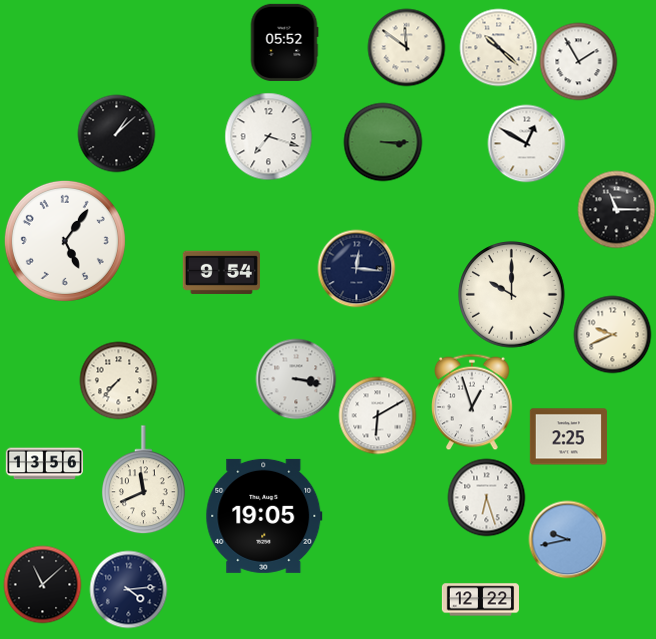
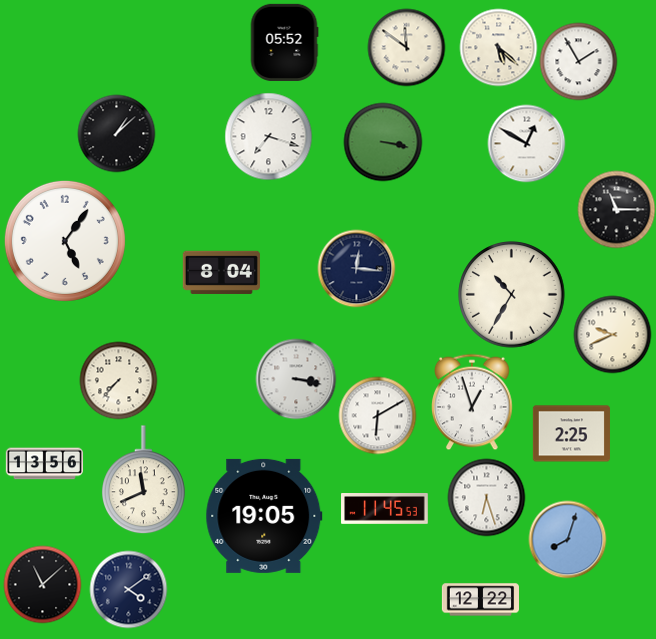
clock at (498, 47): 10:22 -> 5:22
clock at (383, 142): 3:15 -> 3:17
clock at (221, 272): 9:54 -> 8:04
clock at (512, 295): 10:00 -> 10:35
clock at (568, 437) position: (568, 437) -> (571, 434)
clock at (385, 509): none -> 11:45
clock at (567, 539): 9:43 -> 8:03
clock at (128, 589): 4:14 -> 4:09
